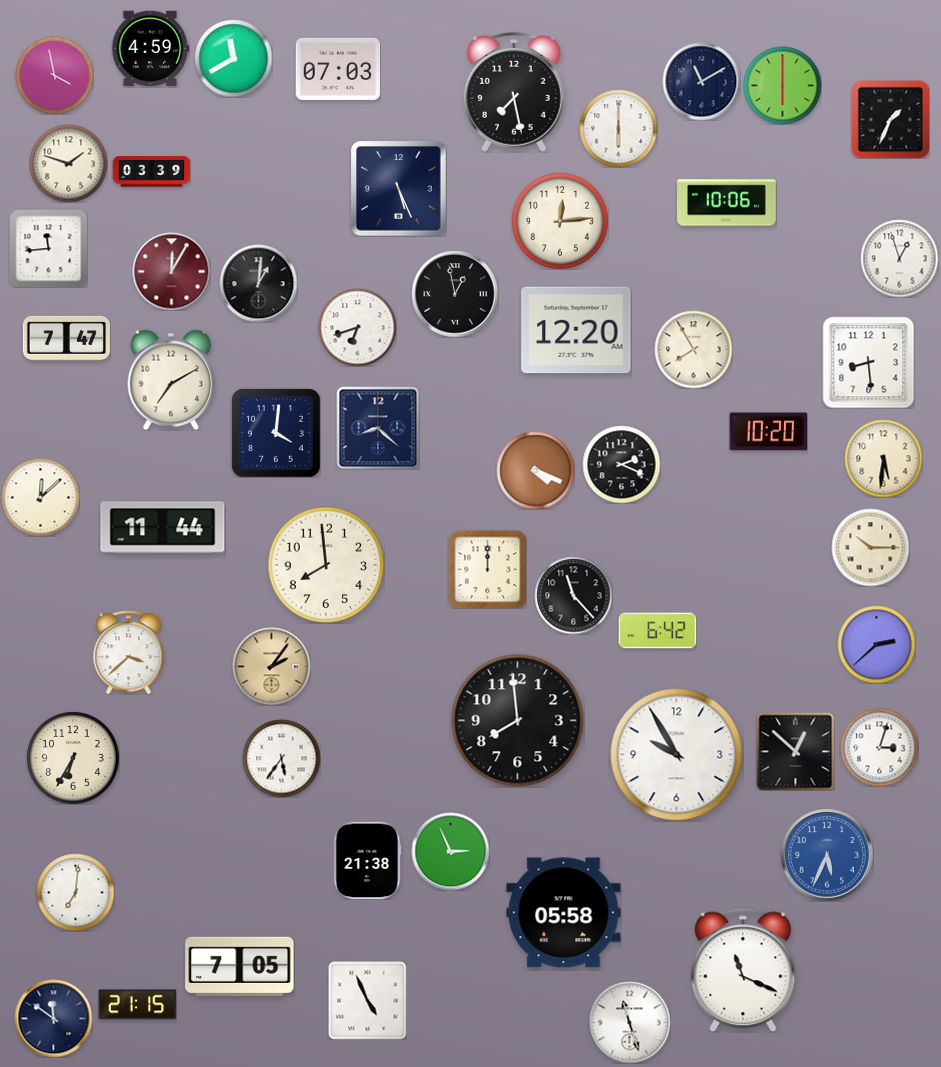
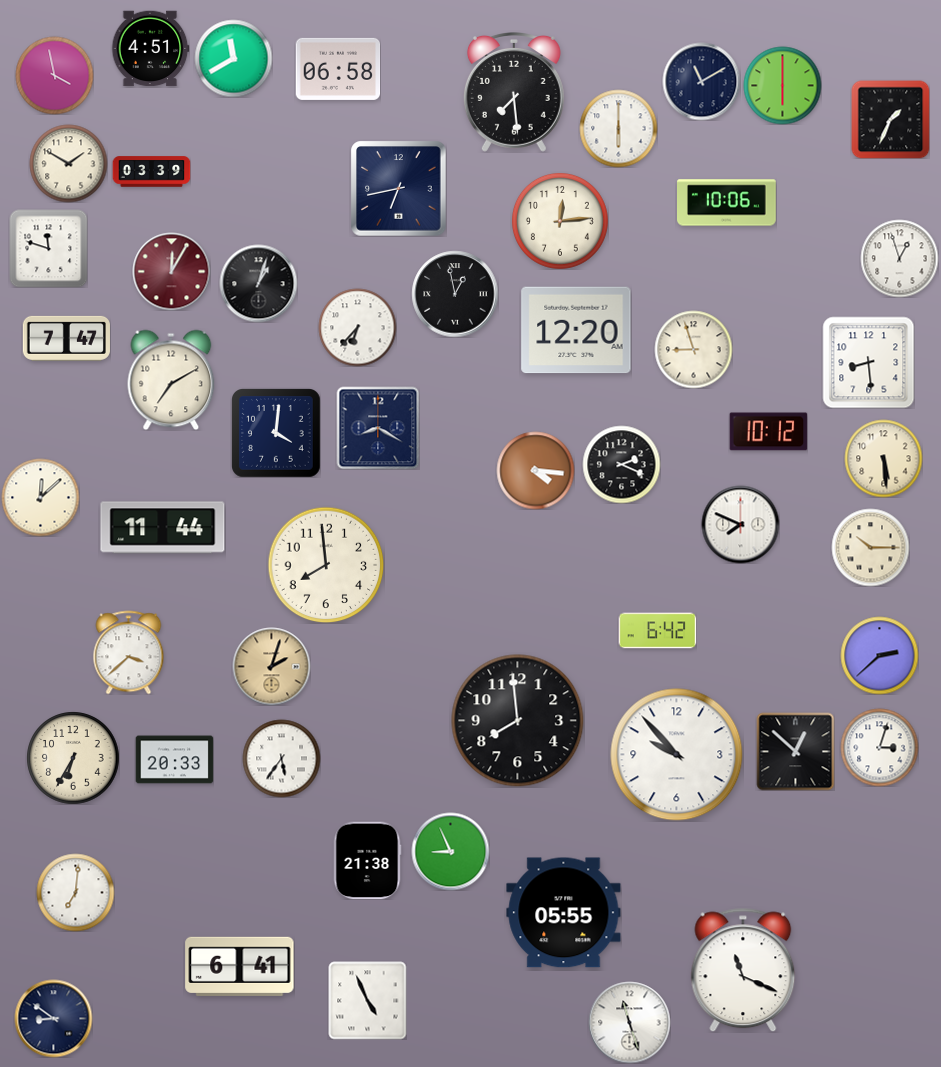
clock at (150, 49): 4:59 -> 4:51
clock at (338, 69): 07:03 -> 06:58
clock at (514, 93): 7:28 -> 7:29
clock at (68, 163): 1:48 -> 1:50
clock at (398, 188): 5:26 -> 6:43
clock at (48, 248): 11:44 -> 11:48
clock at (258, 283): 1:01 -> 1:03
clock at (357, 327): 6:42 -> 6:37
clock at (693, 349): 7:55 -> 8:57
clock at (378, 428): 8:22 -> 8:20
clock at (768, 432): 10:20 -> 10:12
clock at (883, 458): 5:31 -> 5:29
clock at (535, 470): 4:19 -> 4:16
clock at (740, 524): none -> 7:49
clock at (487, 569): 12:00 -> none
clock at (573, 595): 11:23 -> none
clock at (876, 644) position: (876, 644) -> (879, 655)
clock at (271, 666): 2:06 -> 2:03
clock at (677, 755): 9:55 -> 9:53
clock at (174, 760): none -> 20:33
clock at (450, 851): 2:56 -> 8:56
clock at (827, 855): 5:34 -> none
clock at (564, 913): 05:58 -> 05:55
clock at (240, 966): 7:05 -> 6:41
clock at (137, 1005): 21:15 -> none
clock at (53, 1018): 11:51 -> 8:51
